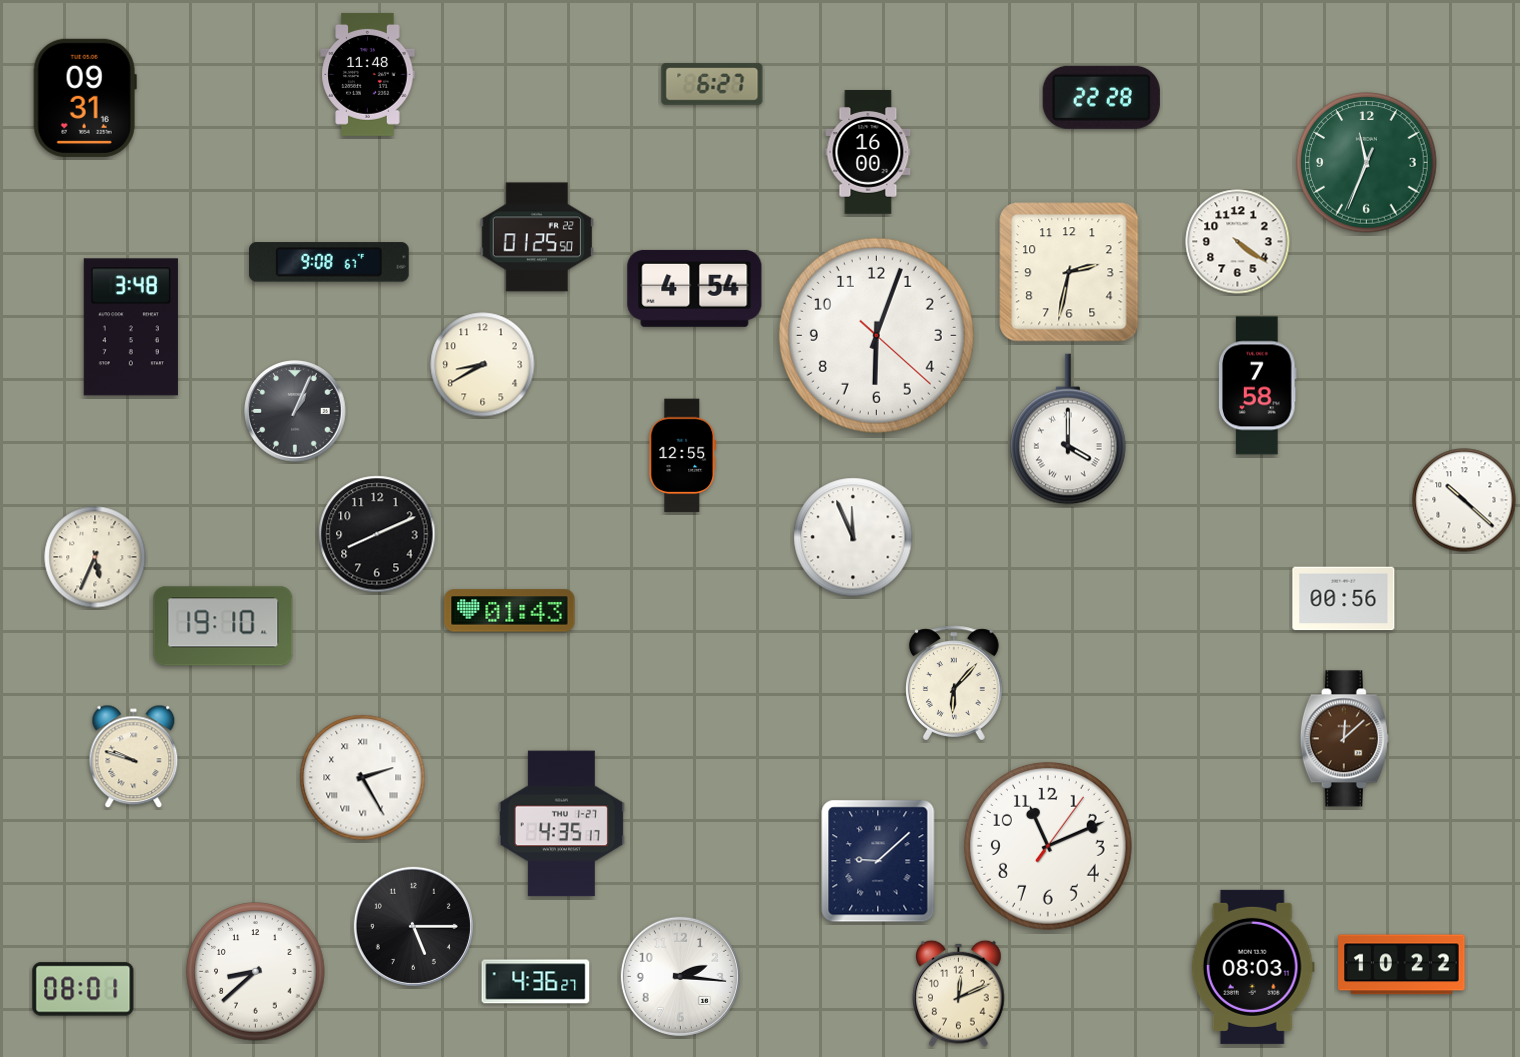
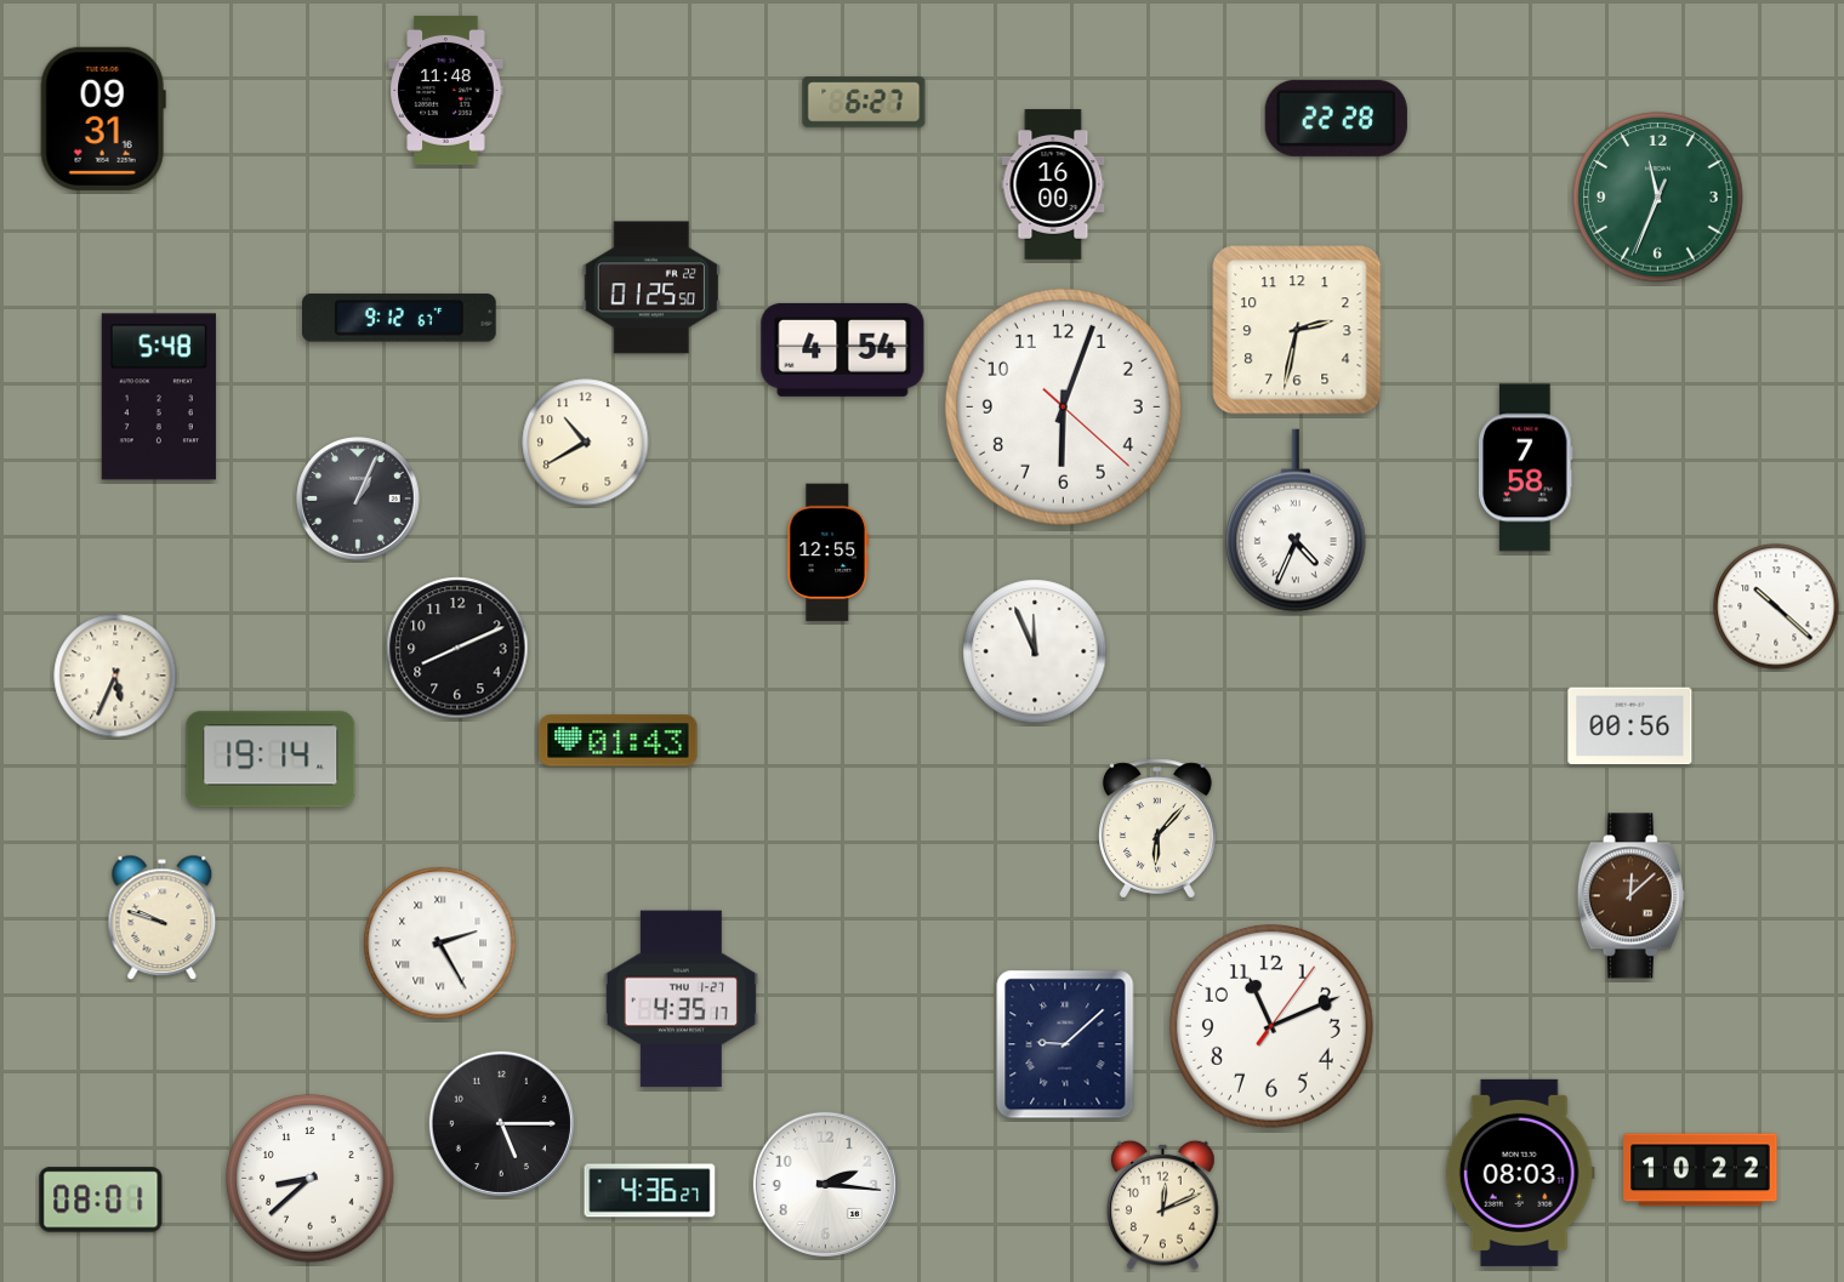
clock at (1238, 242): 4:21 -> none
clock at (330, 262): 9:08 -> 9:12
clock at (131, 327): 3:48 -> 5:48
clock at (483, 365): 8:40 -> 10:40
clock at (1069, 429): 4:00 -> 4:34
clock at (223, 626): 19:10 -> 19:14
